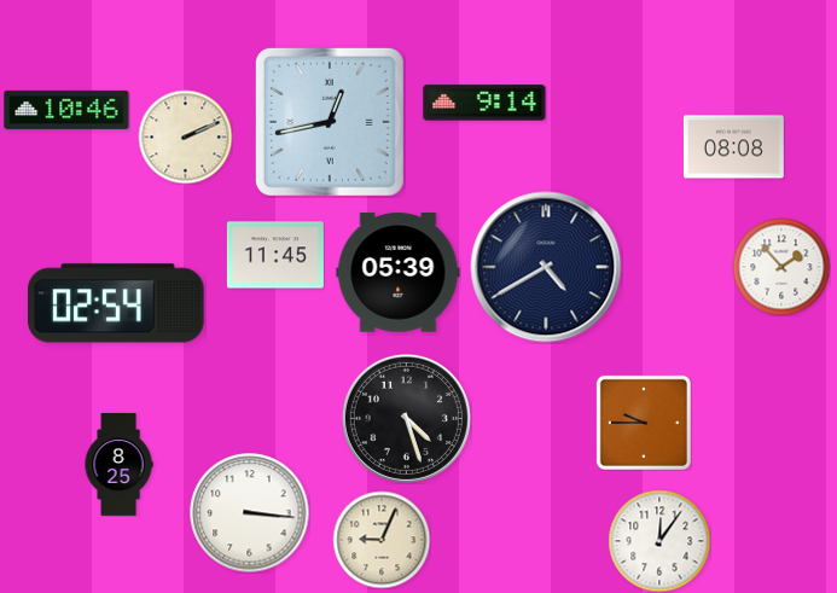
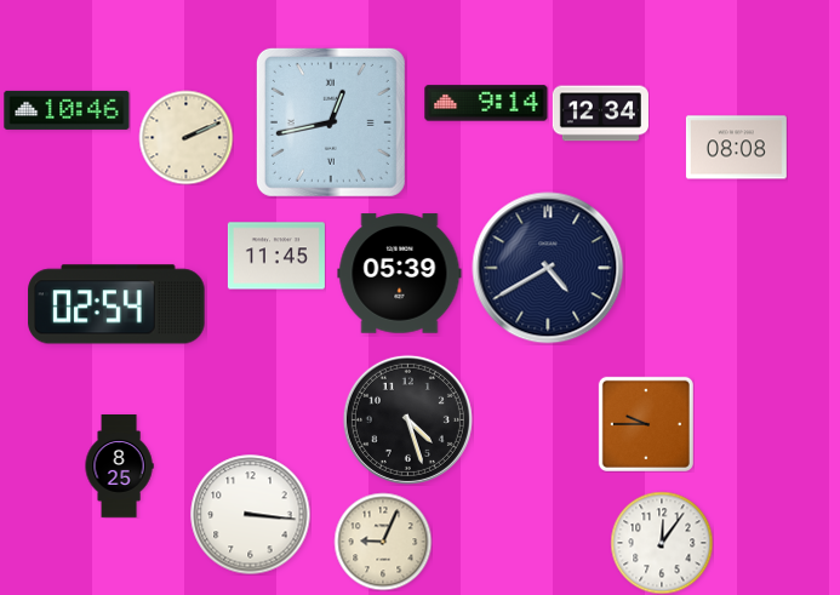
clock at (600, 114): none -> 12:34
clock at (781, 267): 1:53 -> none
